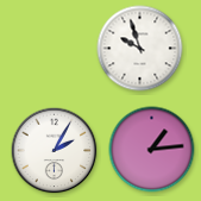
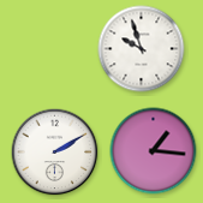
clock at (152, 150): 1:14 -> 1:16
clock at (55, 151): 2:05 -> 2:10
